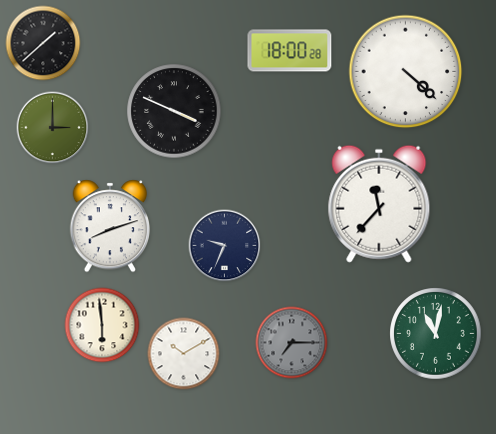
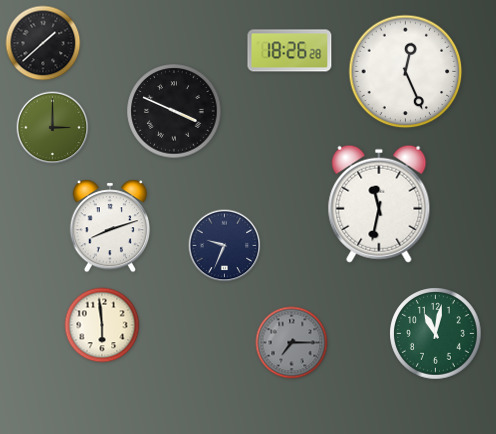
clock at (290, 51): 18:00 -> 18:26
clock at (406, 72): 4:22 -> 12:26
clock at (379, 204): 11:37 -> 11:32
clock at (184, 354): 10:10 -> none
